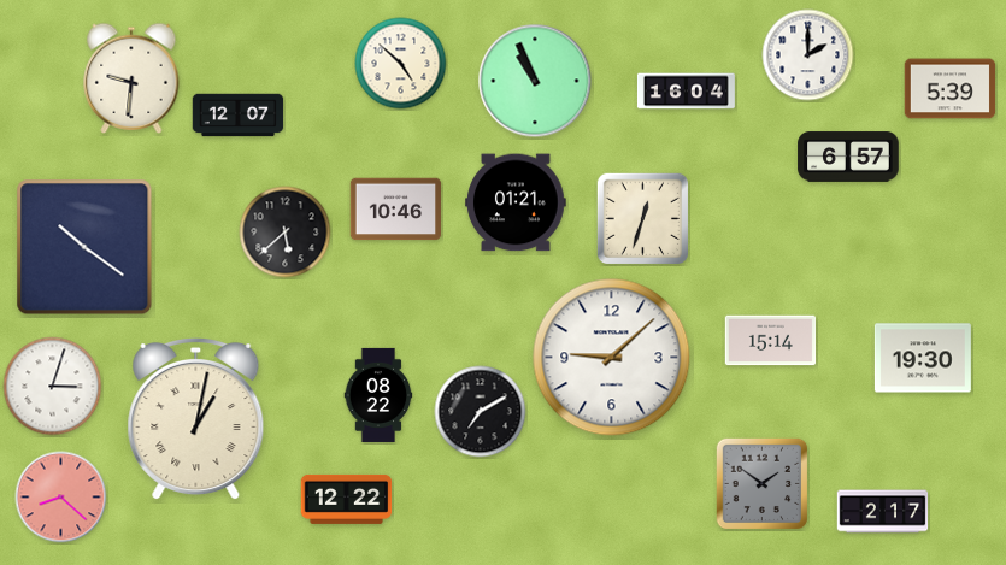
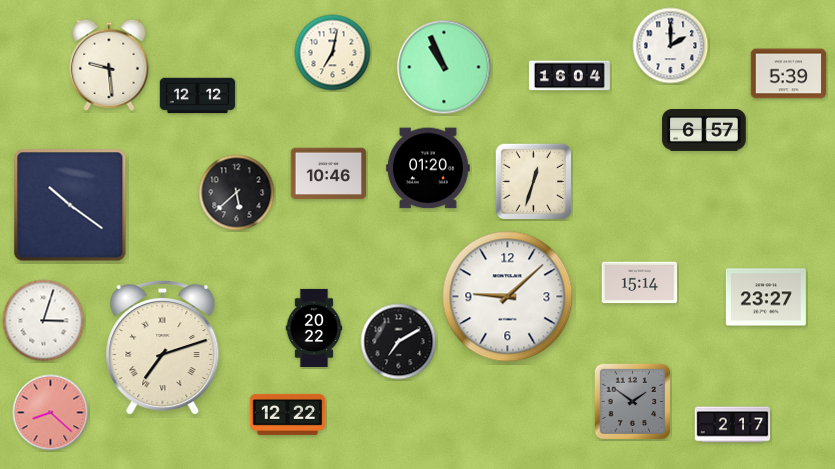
clock at (401, 64): 4:52 -> 7:02
clock at (131, 78): 9:31 -> 9:29
clock at (239, 116): 12:07 -> 12:12
clock at (516, 202): 01:21 -> 01:20
clock at (923, 358): 19:30 -> 23:27
clock at (378, 395): 08:22 -> 20:22
clock at (196, 419): 1:02 -> 7:12
